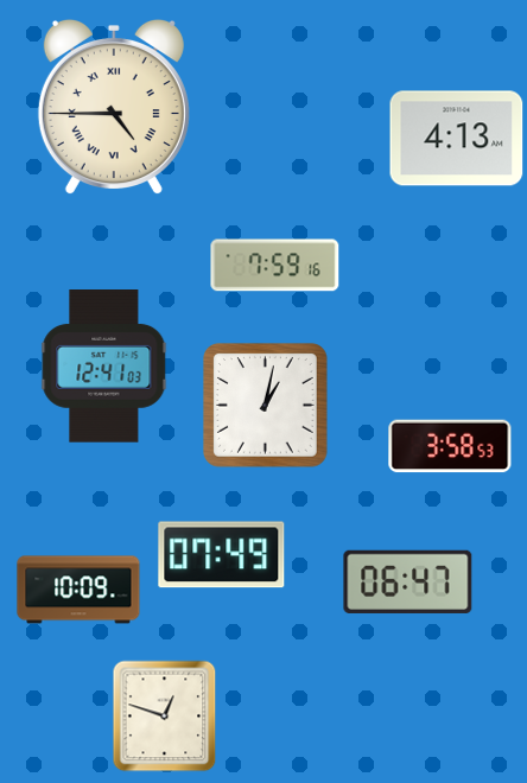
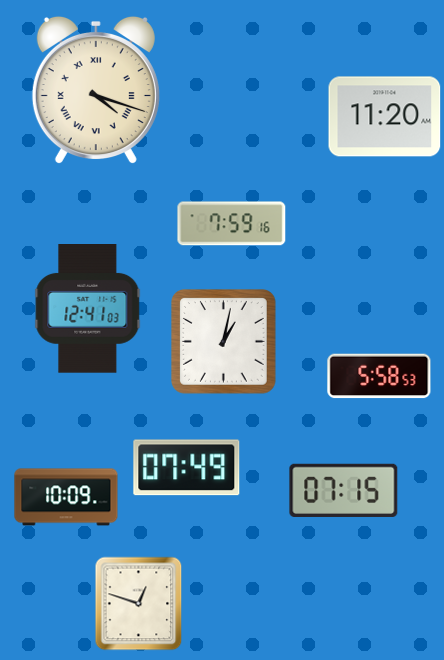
clock at (114, 107): 4:45 -> 4:18
clock at (457, 139): 4:13 -> 11:20
clock at (450, 446): 3:58 -> 5:58
clock at (408, 581): 06:47 -> 07:15
